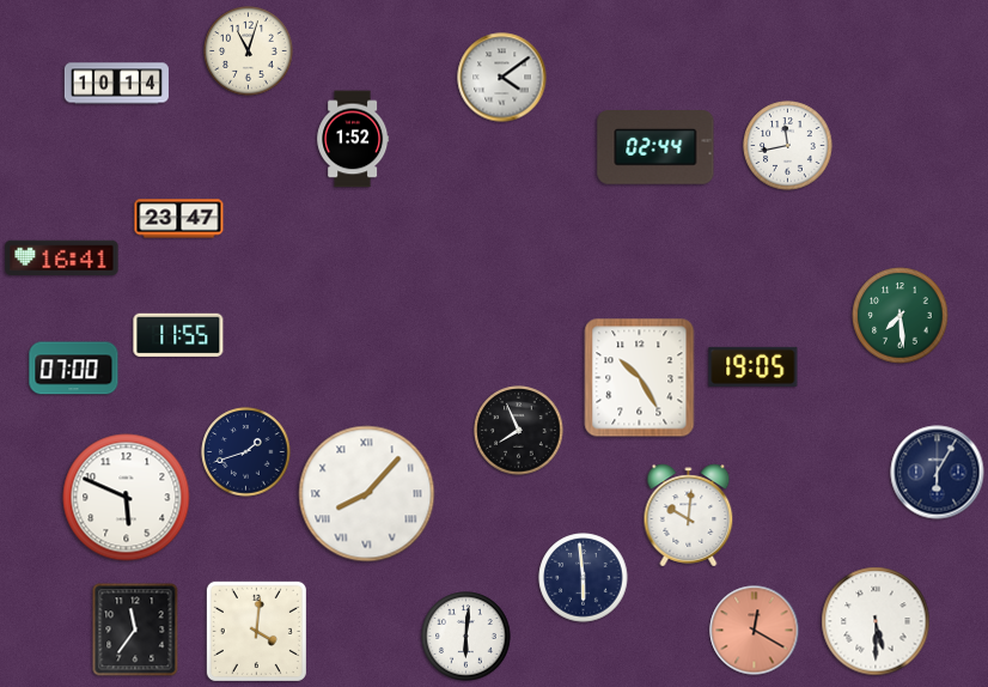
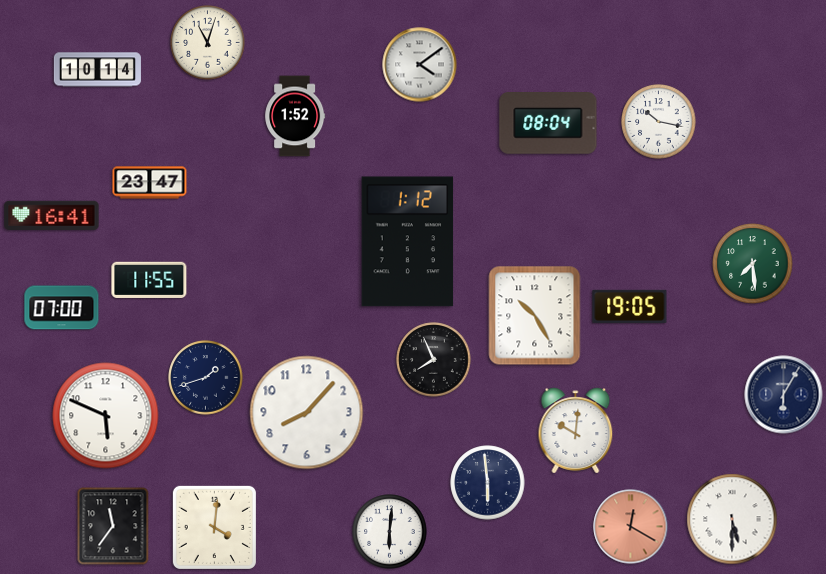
clock at (788, 146): 11:43 -> 10:17
clock at (655, 148): 02:44 -> 08:04
clock at (408, 242): none -> 1:12
clock at (367, 494) numerals: Roman -> Arabic
